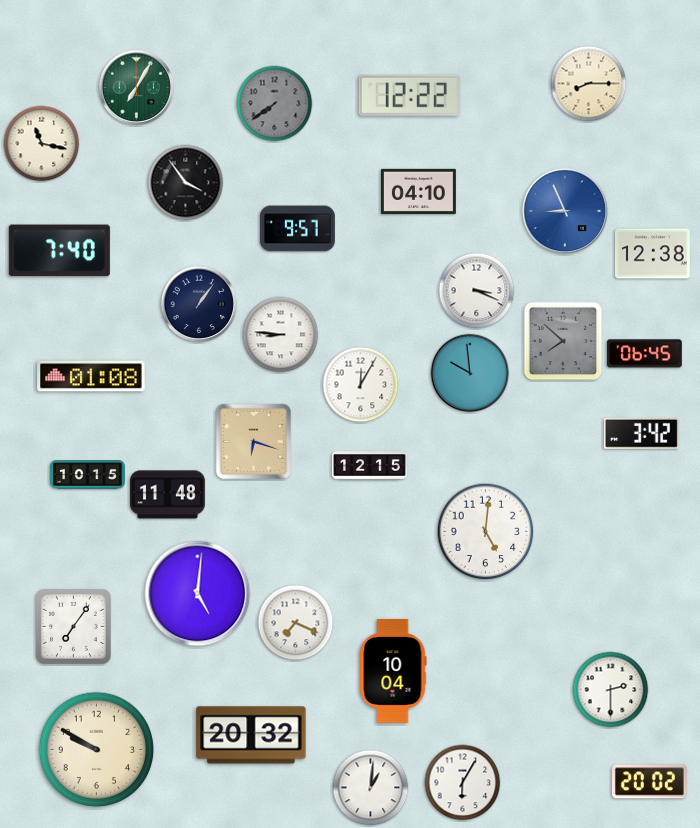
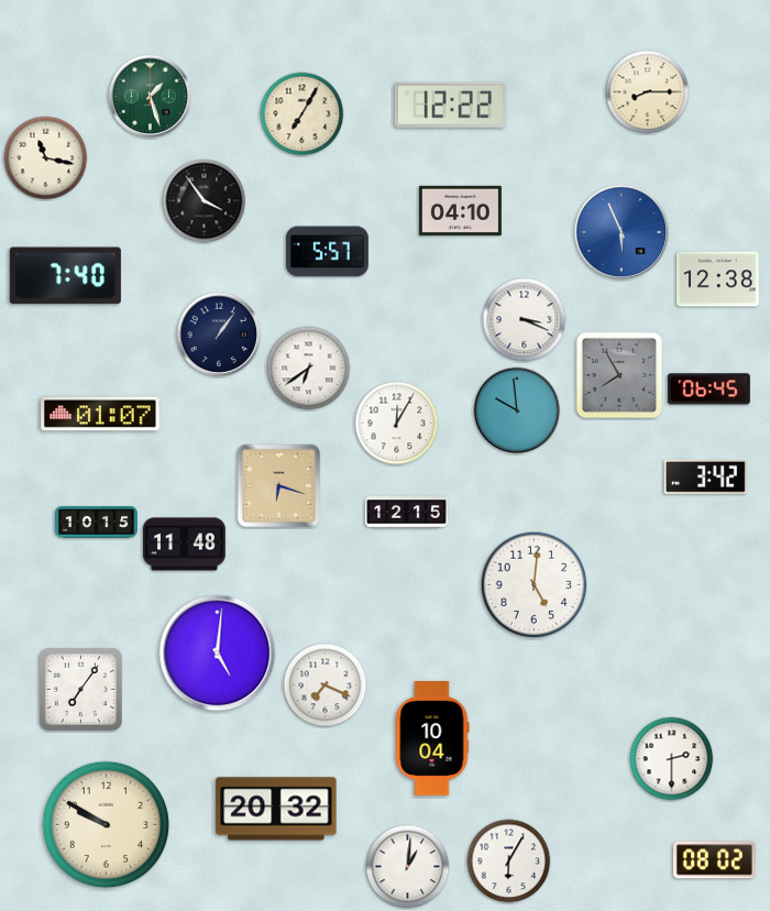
clock at (137, 88): 7:05 -> 1:27
clock at (275, 104): 7:39 -> 7:05
clock at (275, 104) dial: grey -> cream
clock at (565, 211): 8:56 -> 5:56
clock at (297, 229): 9:57 -> 5:57
clock at (281, 335): 8:46 -> 6:39
clock at (563, 341): 7:52 -> 7:55
clock at (91, 376): 01:08 -> 01:07
clock at (649, 782): 20:02 -> 08:02
